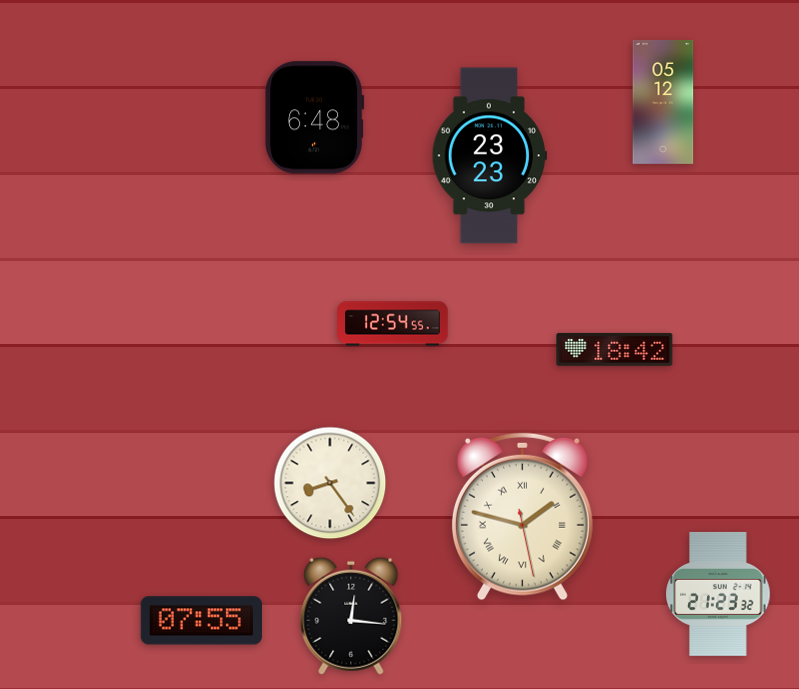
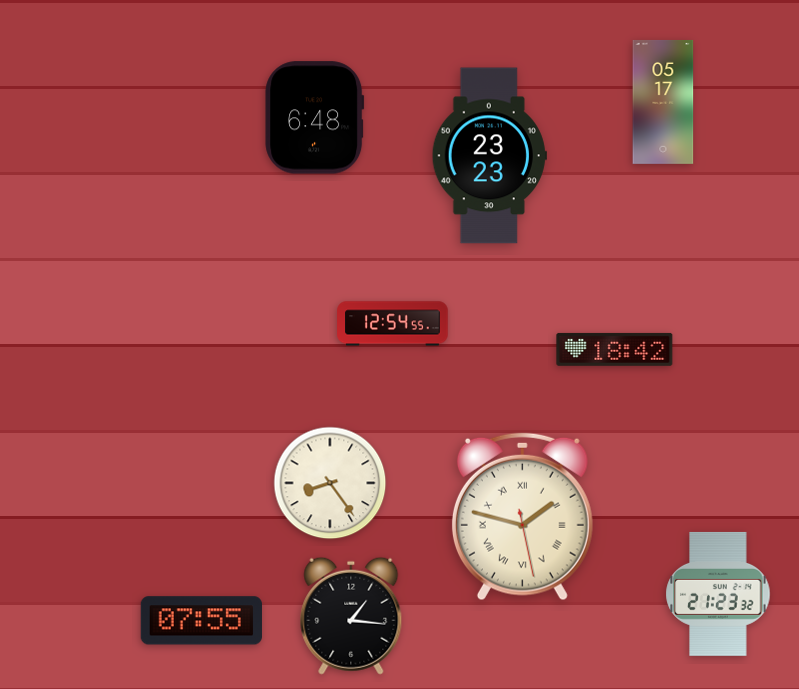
clock at (663, 102): 05:12 -> 05:17
clock at (351, 616): 12:16 -> 1:16
